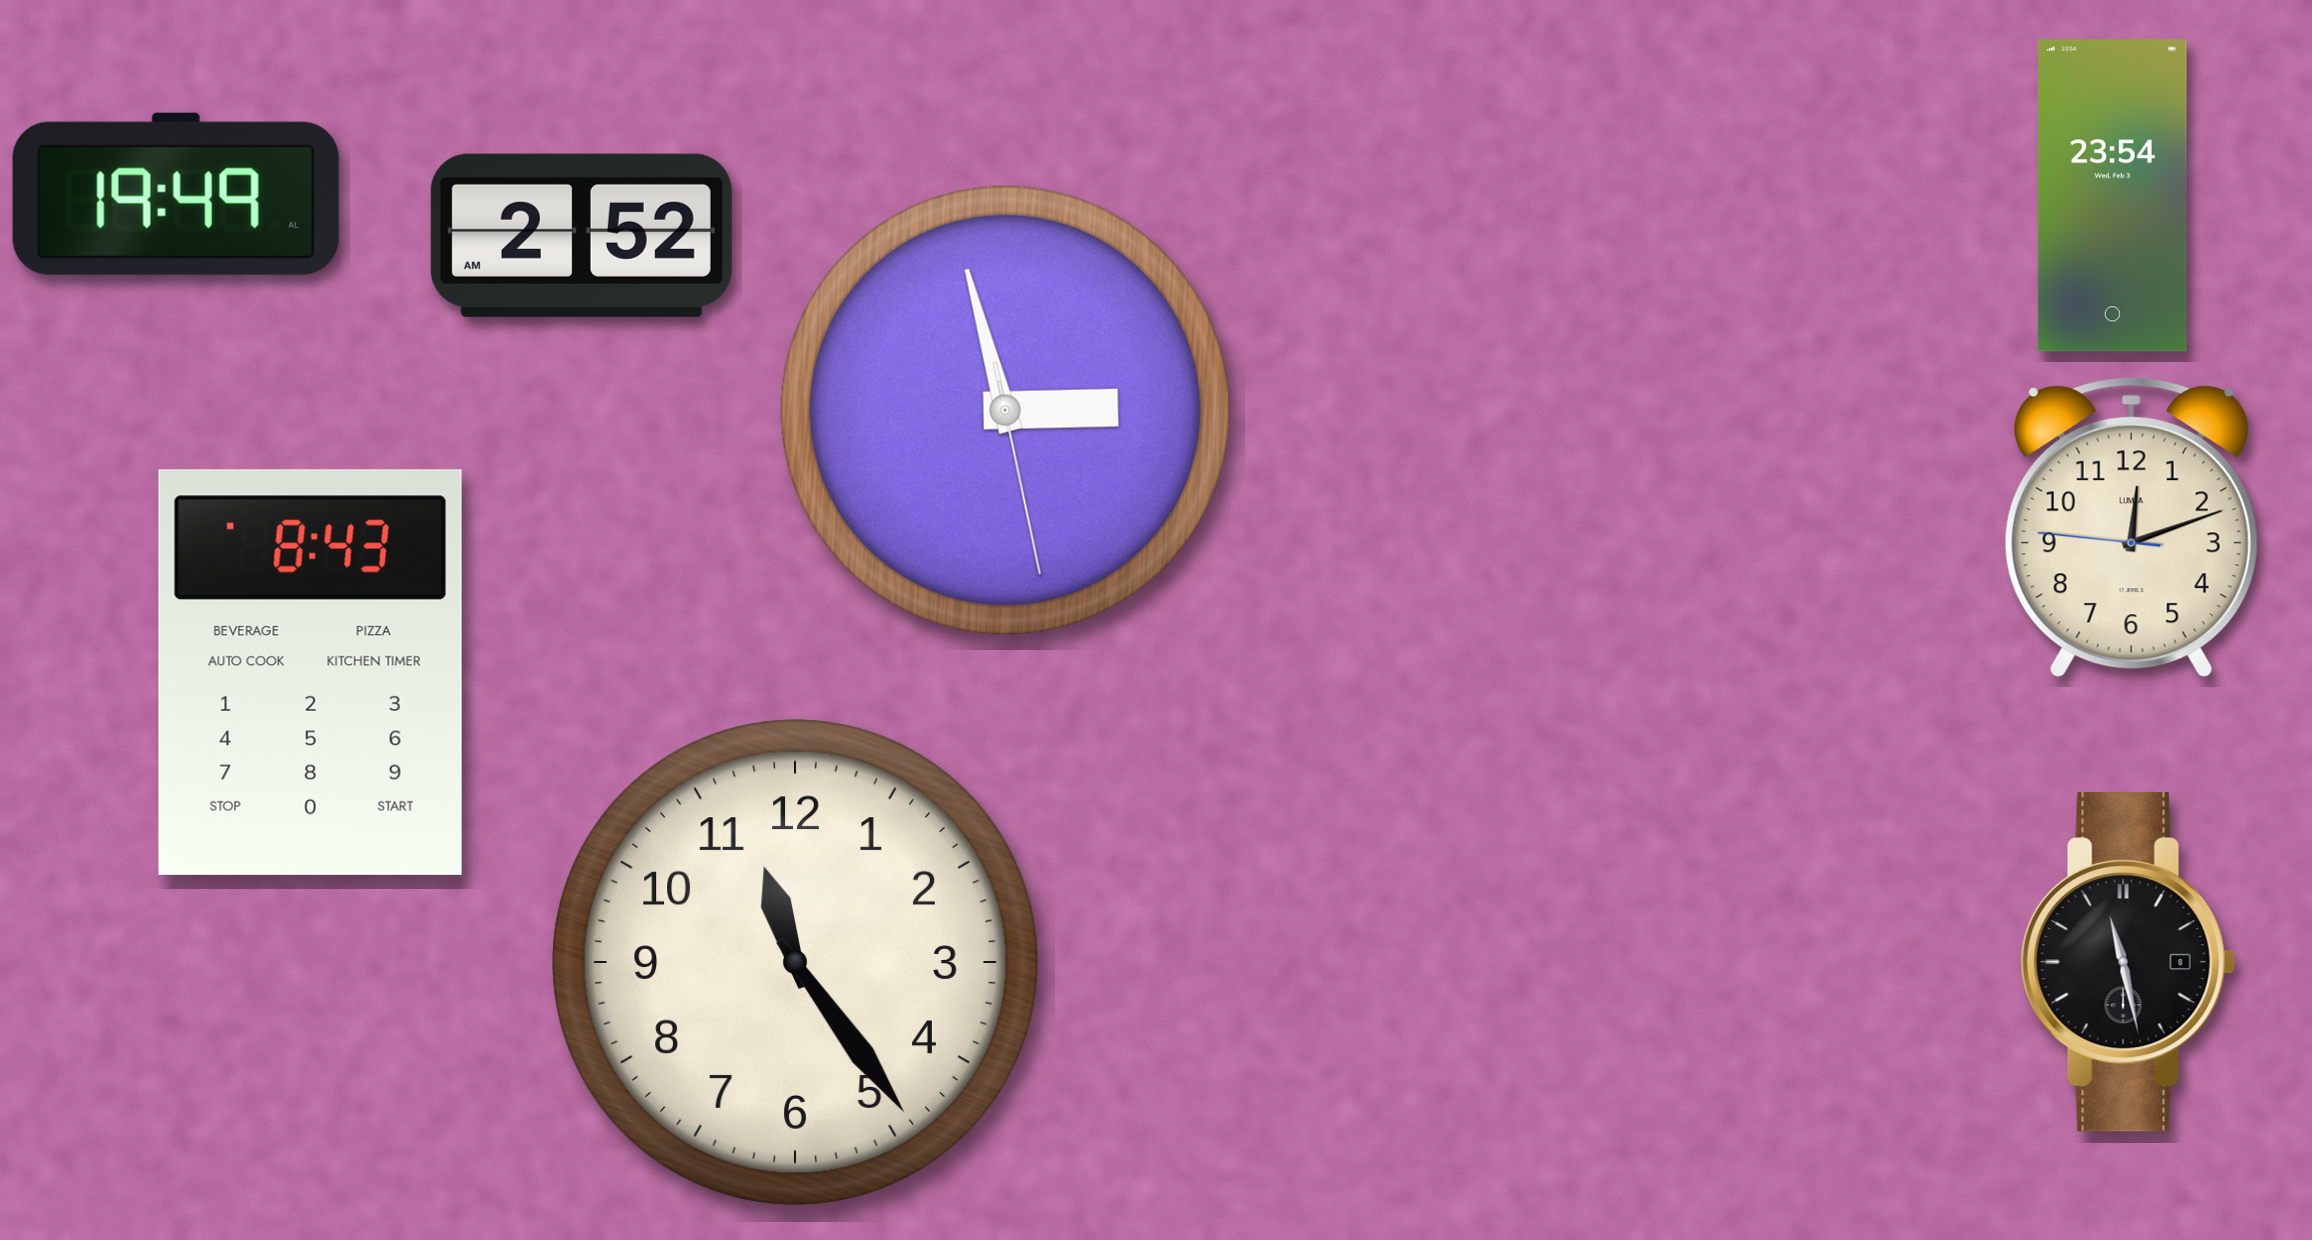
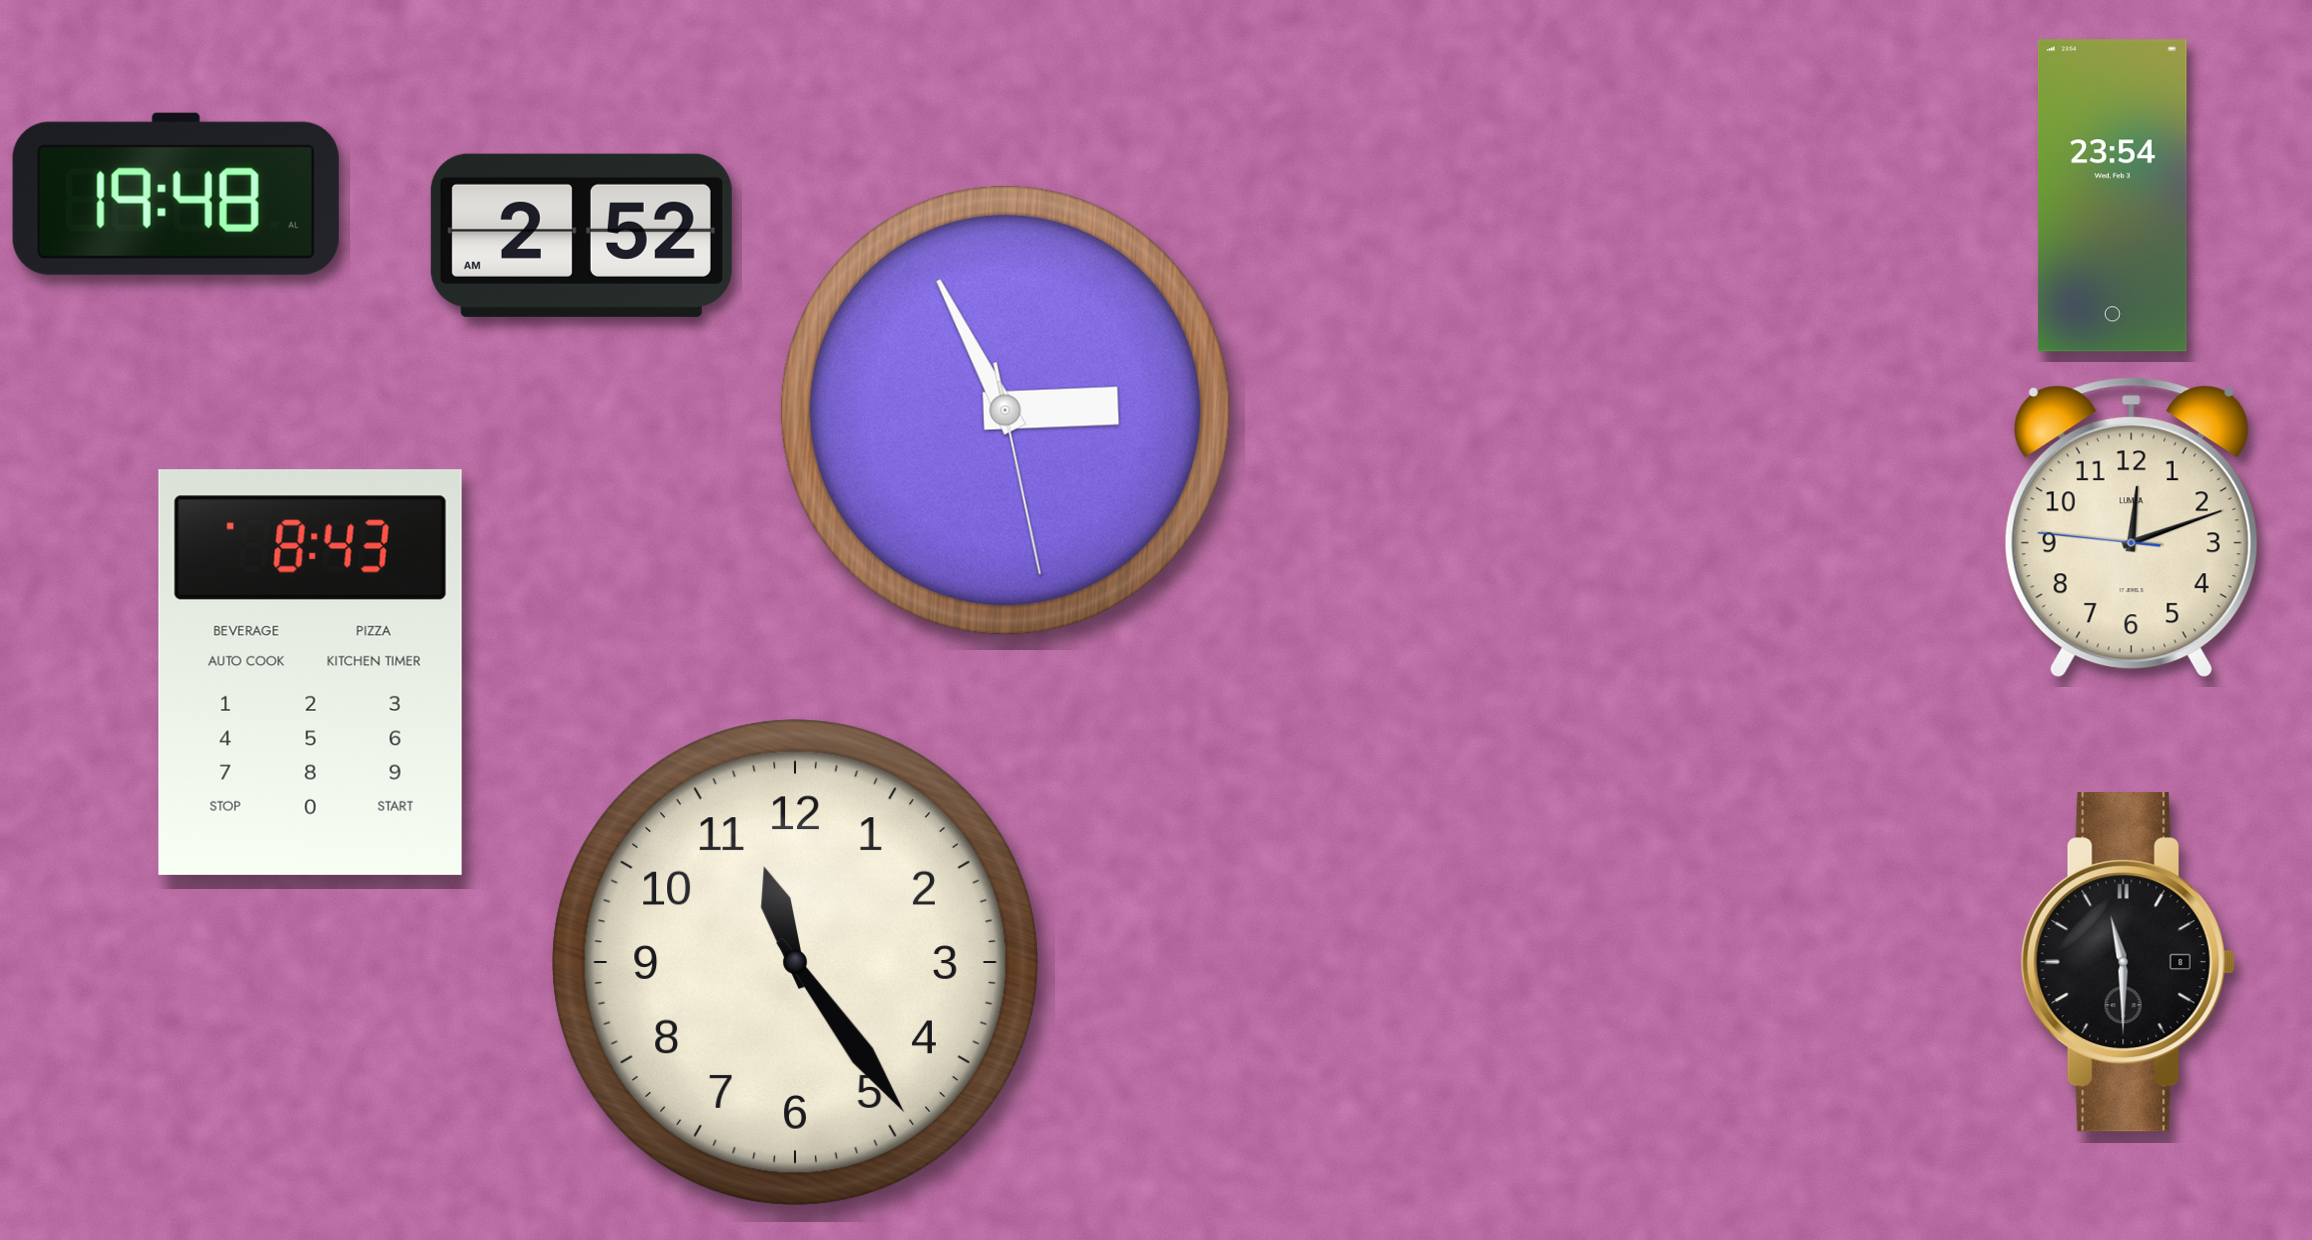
clock at (176, 194): 19:49 -> 19:48
clock at (1005, 410): 2:57 -> 2:55
clock at (2128, 962): 11:28 -> 11:30
